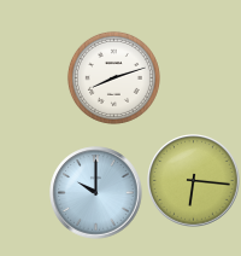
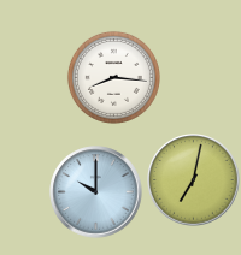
clock at (113, 77): 8:12 -> 8:16
clock at (194, 181): 6:16 -> 7:02
